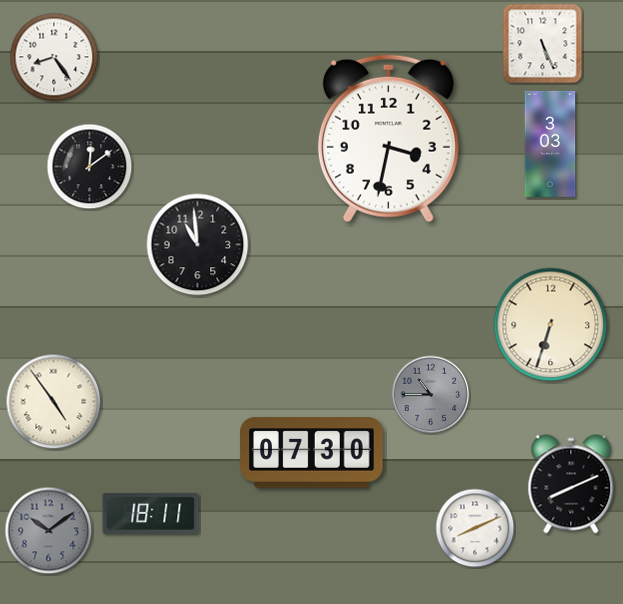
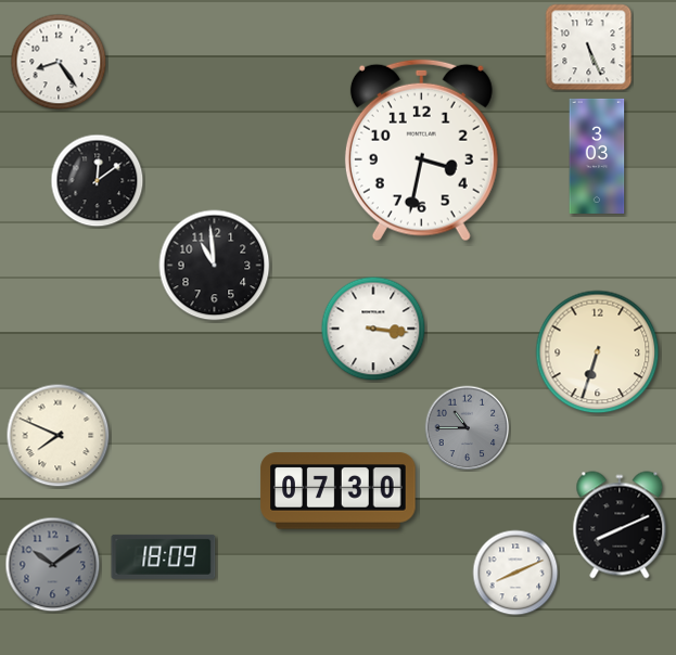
clock at (373, 329): none -> 3:16
clock at (54, 402): 4:54 -> 7:49
clock at (151, 513): 18:11 -> 18:09
clock at (49, 531) position: (49, 531) -> (53, 565)
